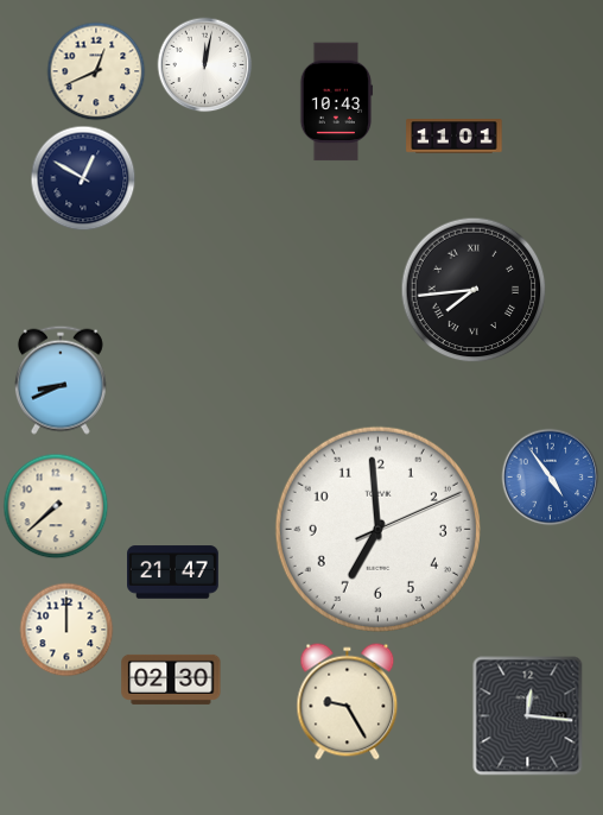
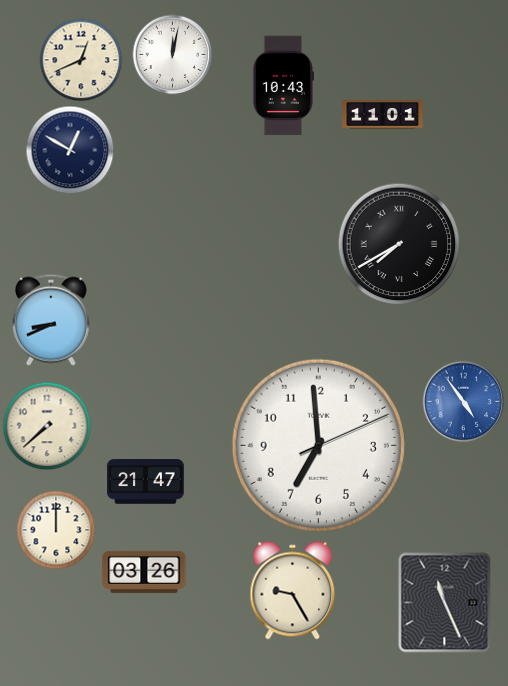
clock at (474, 290): 7:44 -> 7:40
clock at (171, 680): 02:30 -> 03:26
clock at (528, 716): 12:16 -> 11:26
